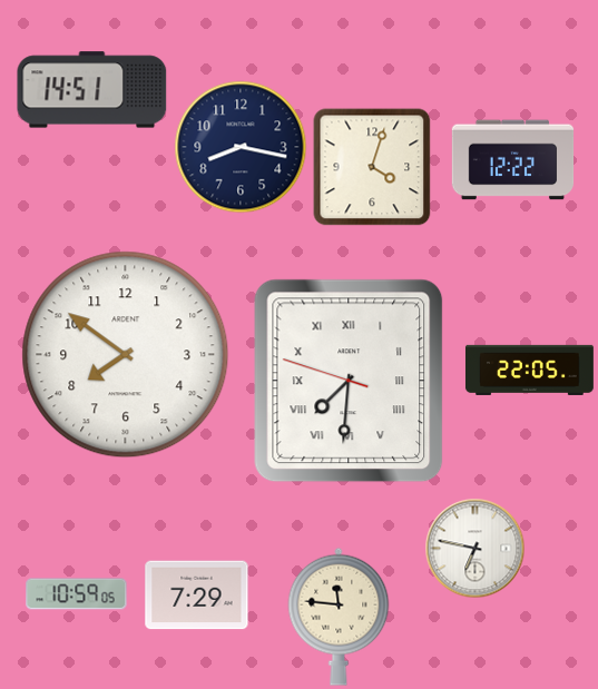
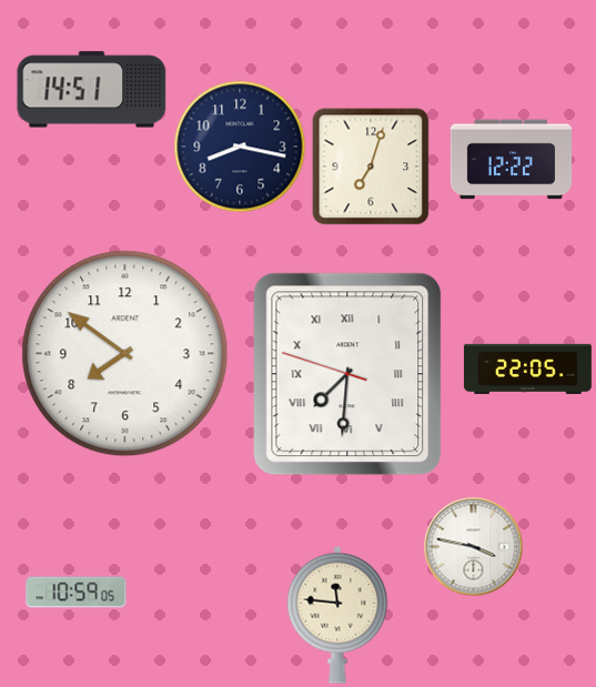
clock at (372, 167): 4:03 -> 7:03
clock at (349, 381) position: (349, 381) -> (347, 374)
clock at (476, 549): 6:47 -> 3:47
clock at (197, 596): 7:29 -> none
